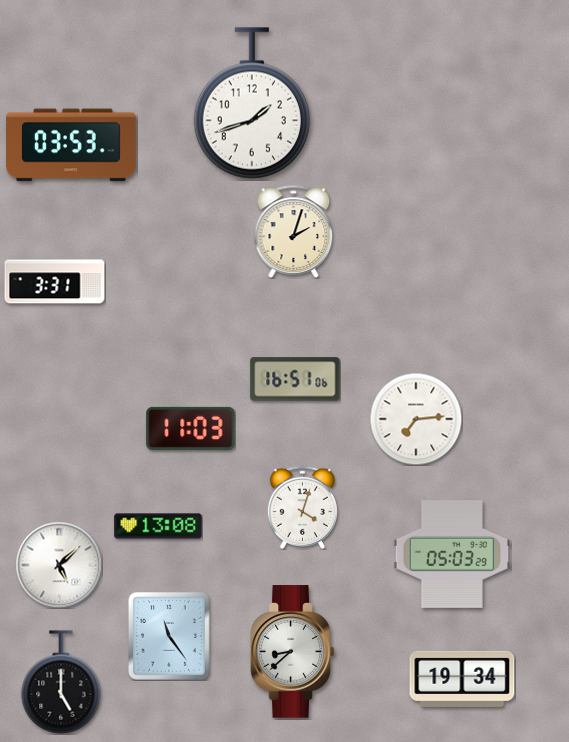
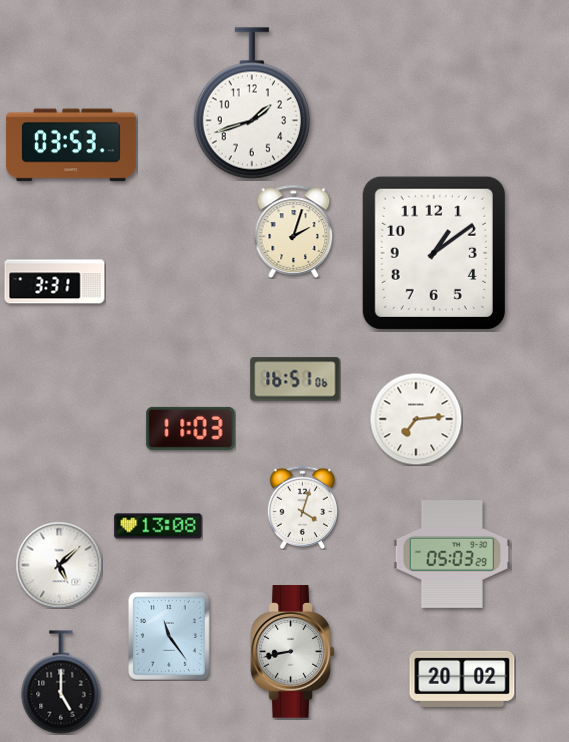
clock at (434, 253): none -> 1:09
clock at (293, 652): 8:38 -> 8:43
clock at (462, 679): 19:34 -> 20:02
